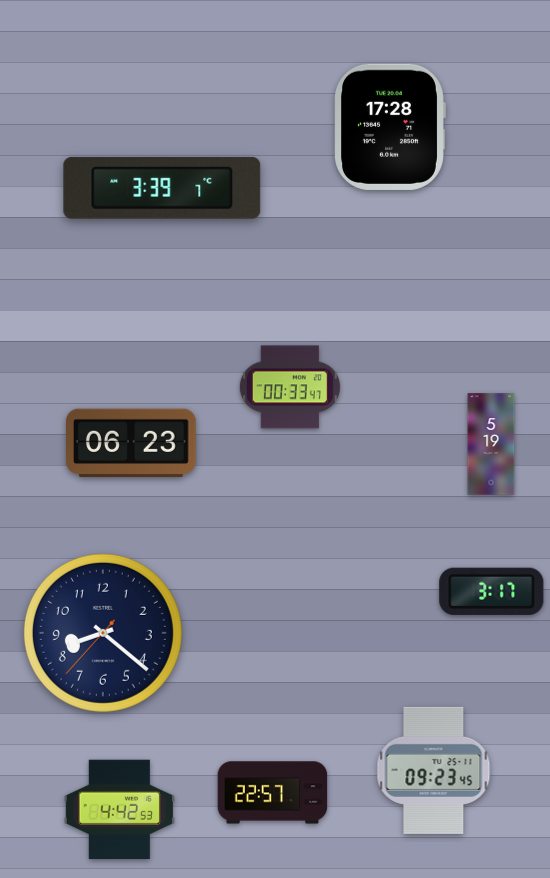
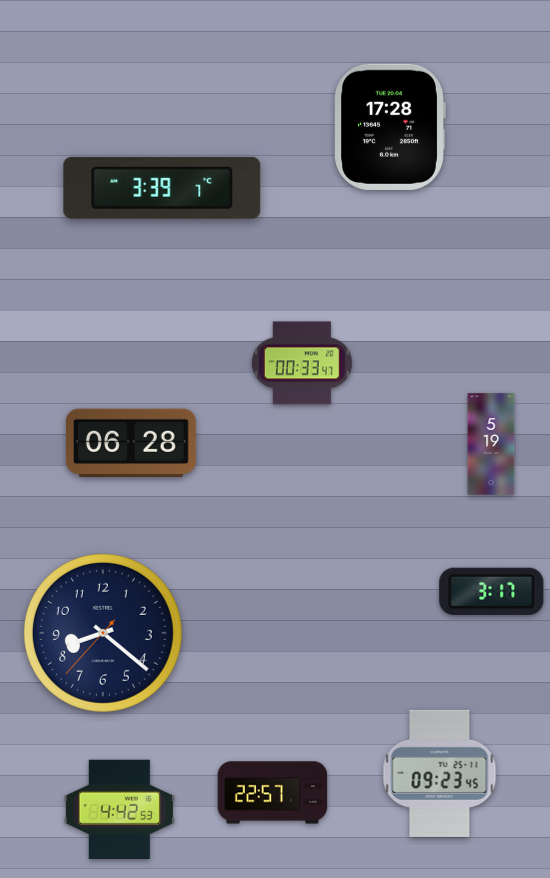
clock at (290, 387) position: (290, 387) -> (302, 363)
clock at (132, 443): 06:23 -> 06:28
clock at (434, 770) position: (434, 770) -> (440, 773)
